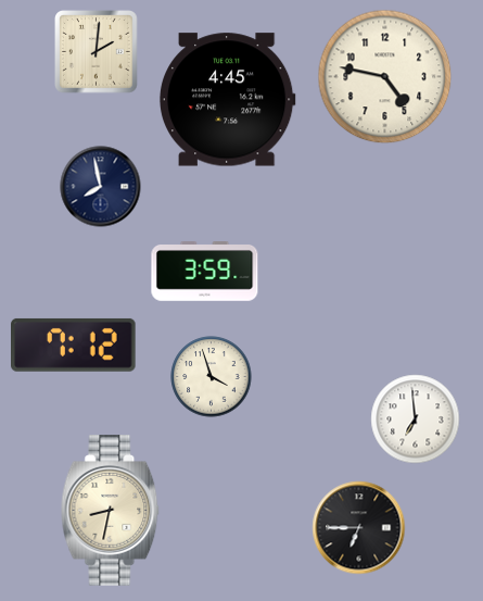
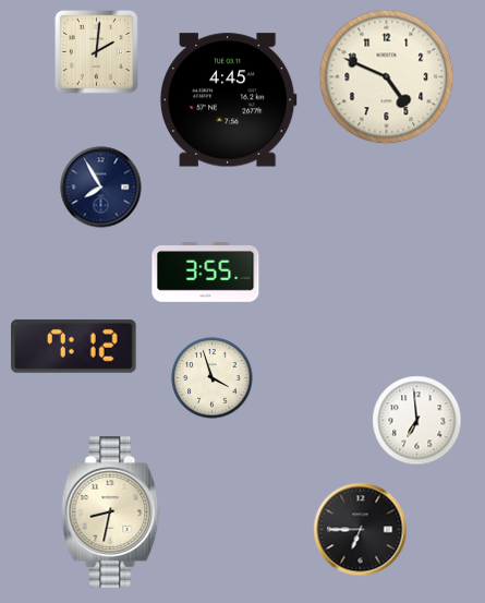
clock at (385, 77): 4:47 -> 4:49
clock at (101, 187): 7:58 -> 7:55
clock at (205, 272): 3:59 -> 3:55
